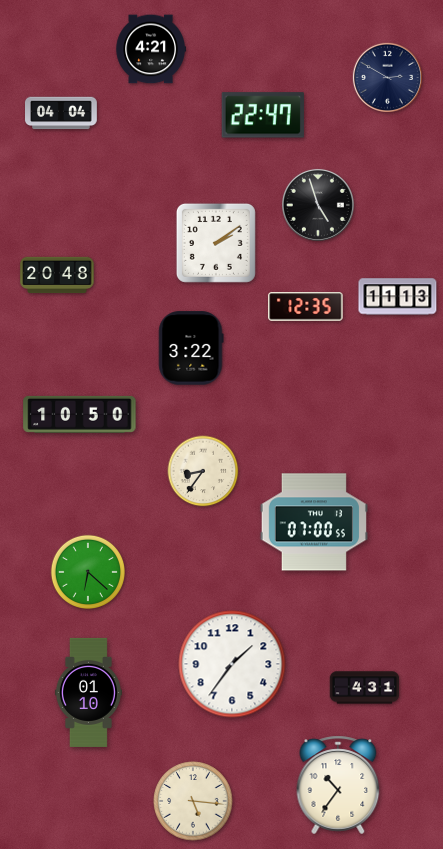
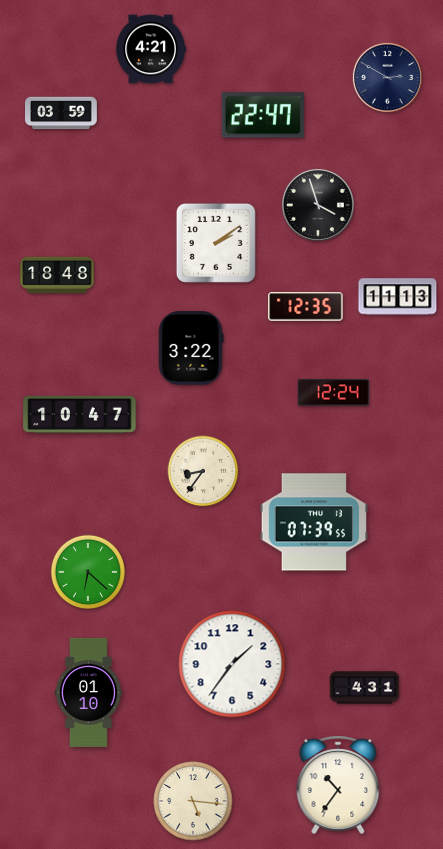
clock at (62, 113): 04:04 -> 03:59
clock at (318, 205): 4:57 -> 3:57
clock at (57, 275): 20:48 -> 18:48
clock at (333, 393): none -> 12:24
clock at (80, 414): 10:50 -> 10:47
clock at (314, 522): 07:00 -> 07:39
